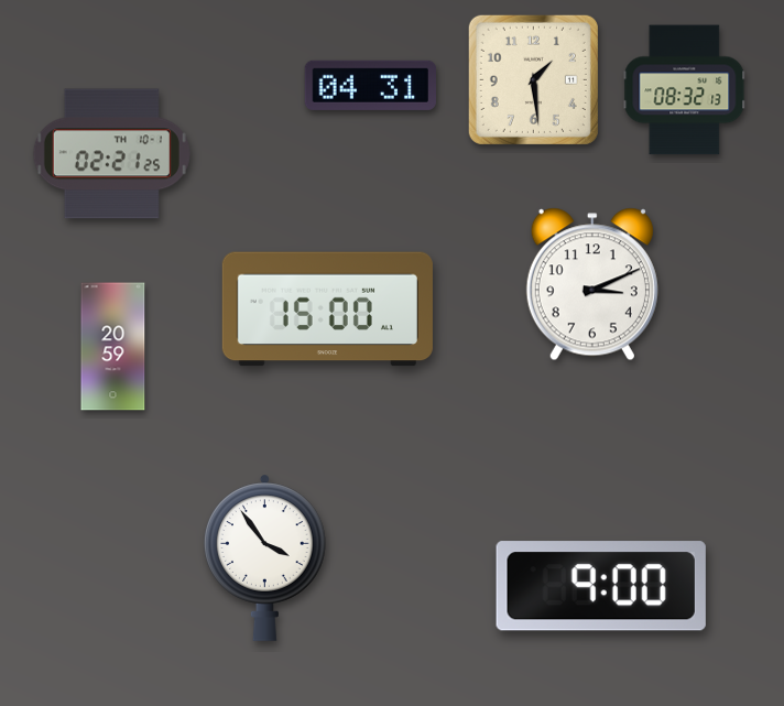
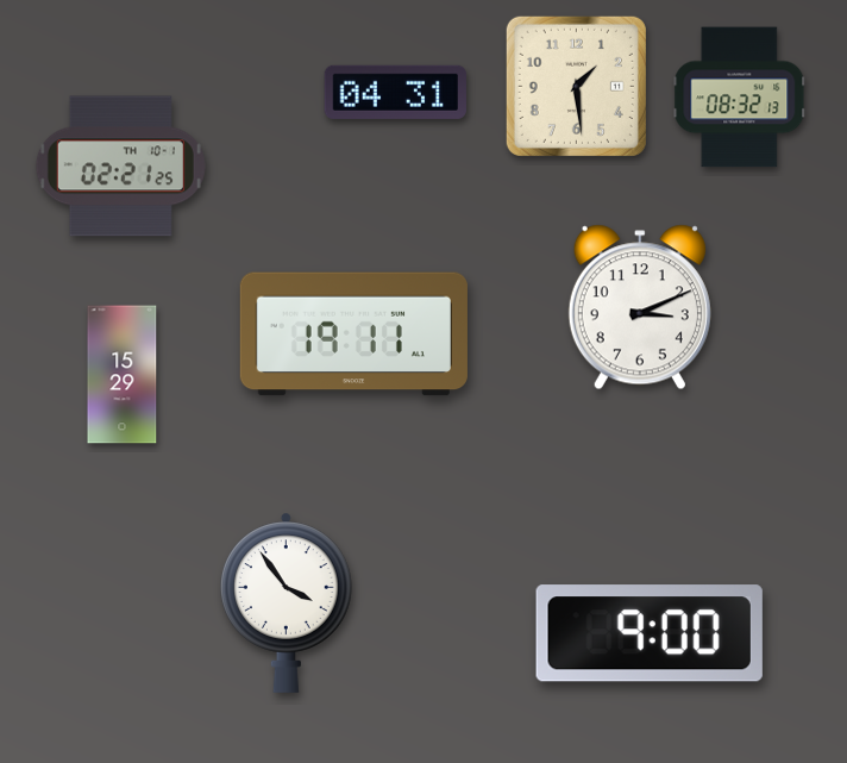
clock at (370, 85) position: (370, 85) -> (395, 92)
clock at (327, 309): 15:00 -> 19:11
clock at (113, 347): 20:59 -> 15:29
